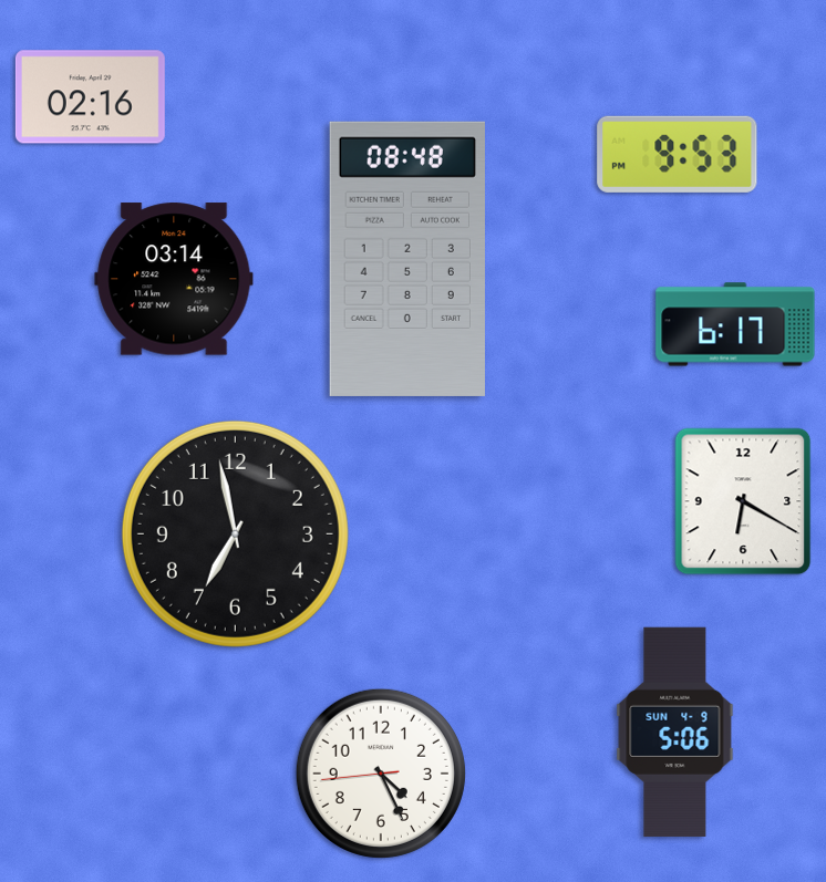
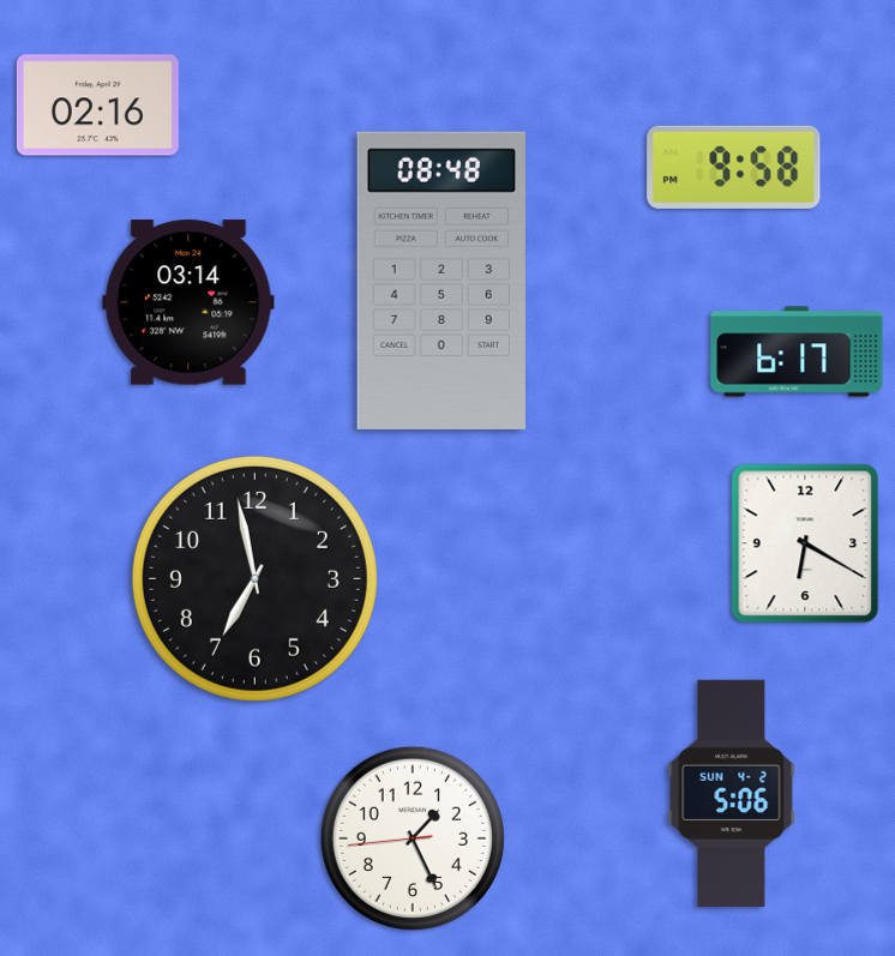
clock at (678, 154): 9:53 -> 9:58
clock at (675, 731) date: SUN 4-9 -> SUN 4-2
clock at (381, 774): 4:25 -> 1:25
